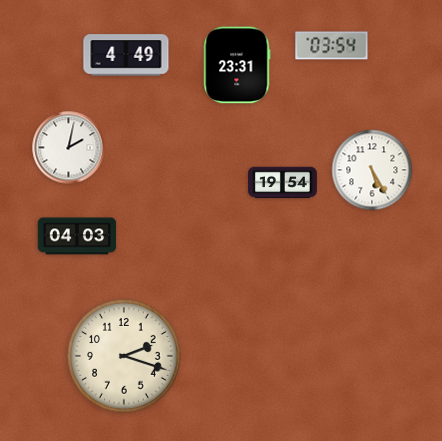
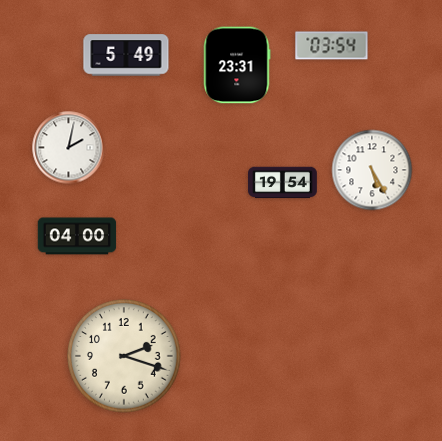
clock at (126, 55): 4:49 -> 5:49
clock at (77, 236): 04:03 -> 04:00
